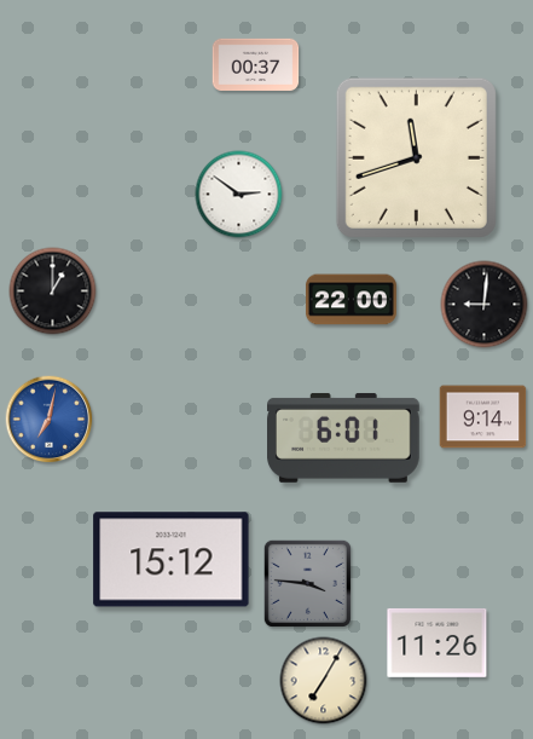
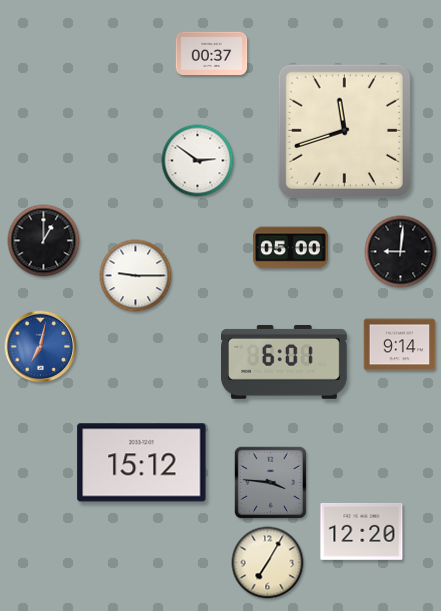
clock at (350, 300): 22:00 -> 05:00
clock at (136, 276): none -> 9:15
clock at (307, 583) position: (307, 583) -> (270, 482)
clock at (438, 642): 11:26 -> 12:20
